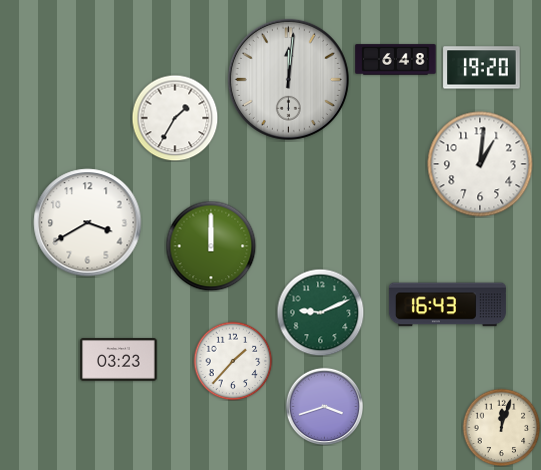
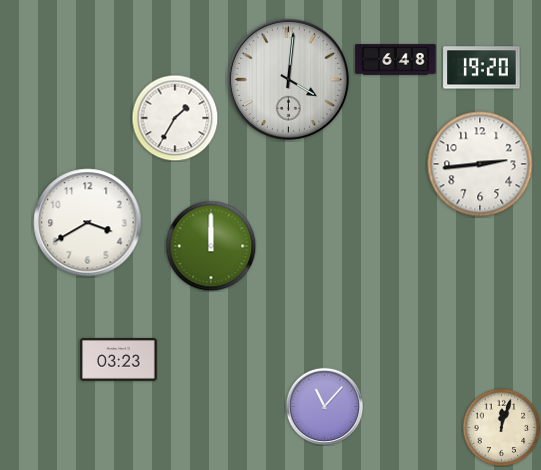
clock at (288, 79): 12:01 -> 4:01
clock at (480, 164): 1:01 -> 2:44
clock at (447, 305): 16:43 -> none
clock at (320, 312): 9:11 -> none
clock at (233, 361): 1:37 -> none
clock at (324, 406): 3:42 -> 11:07
